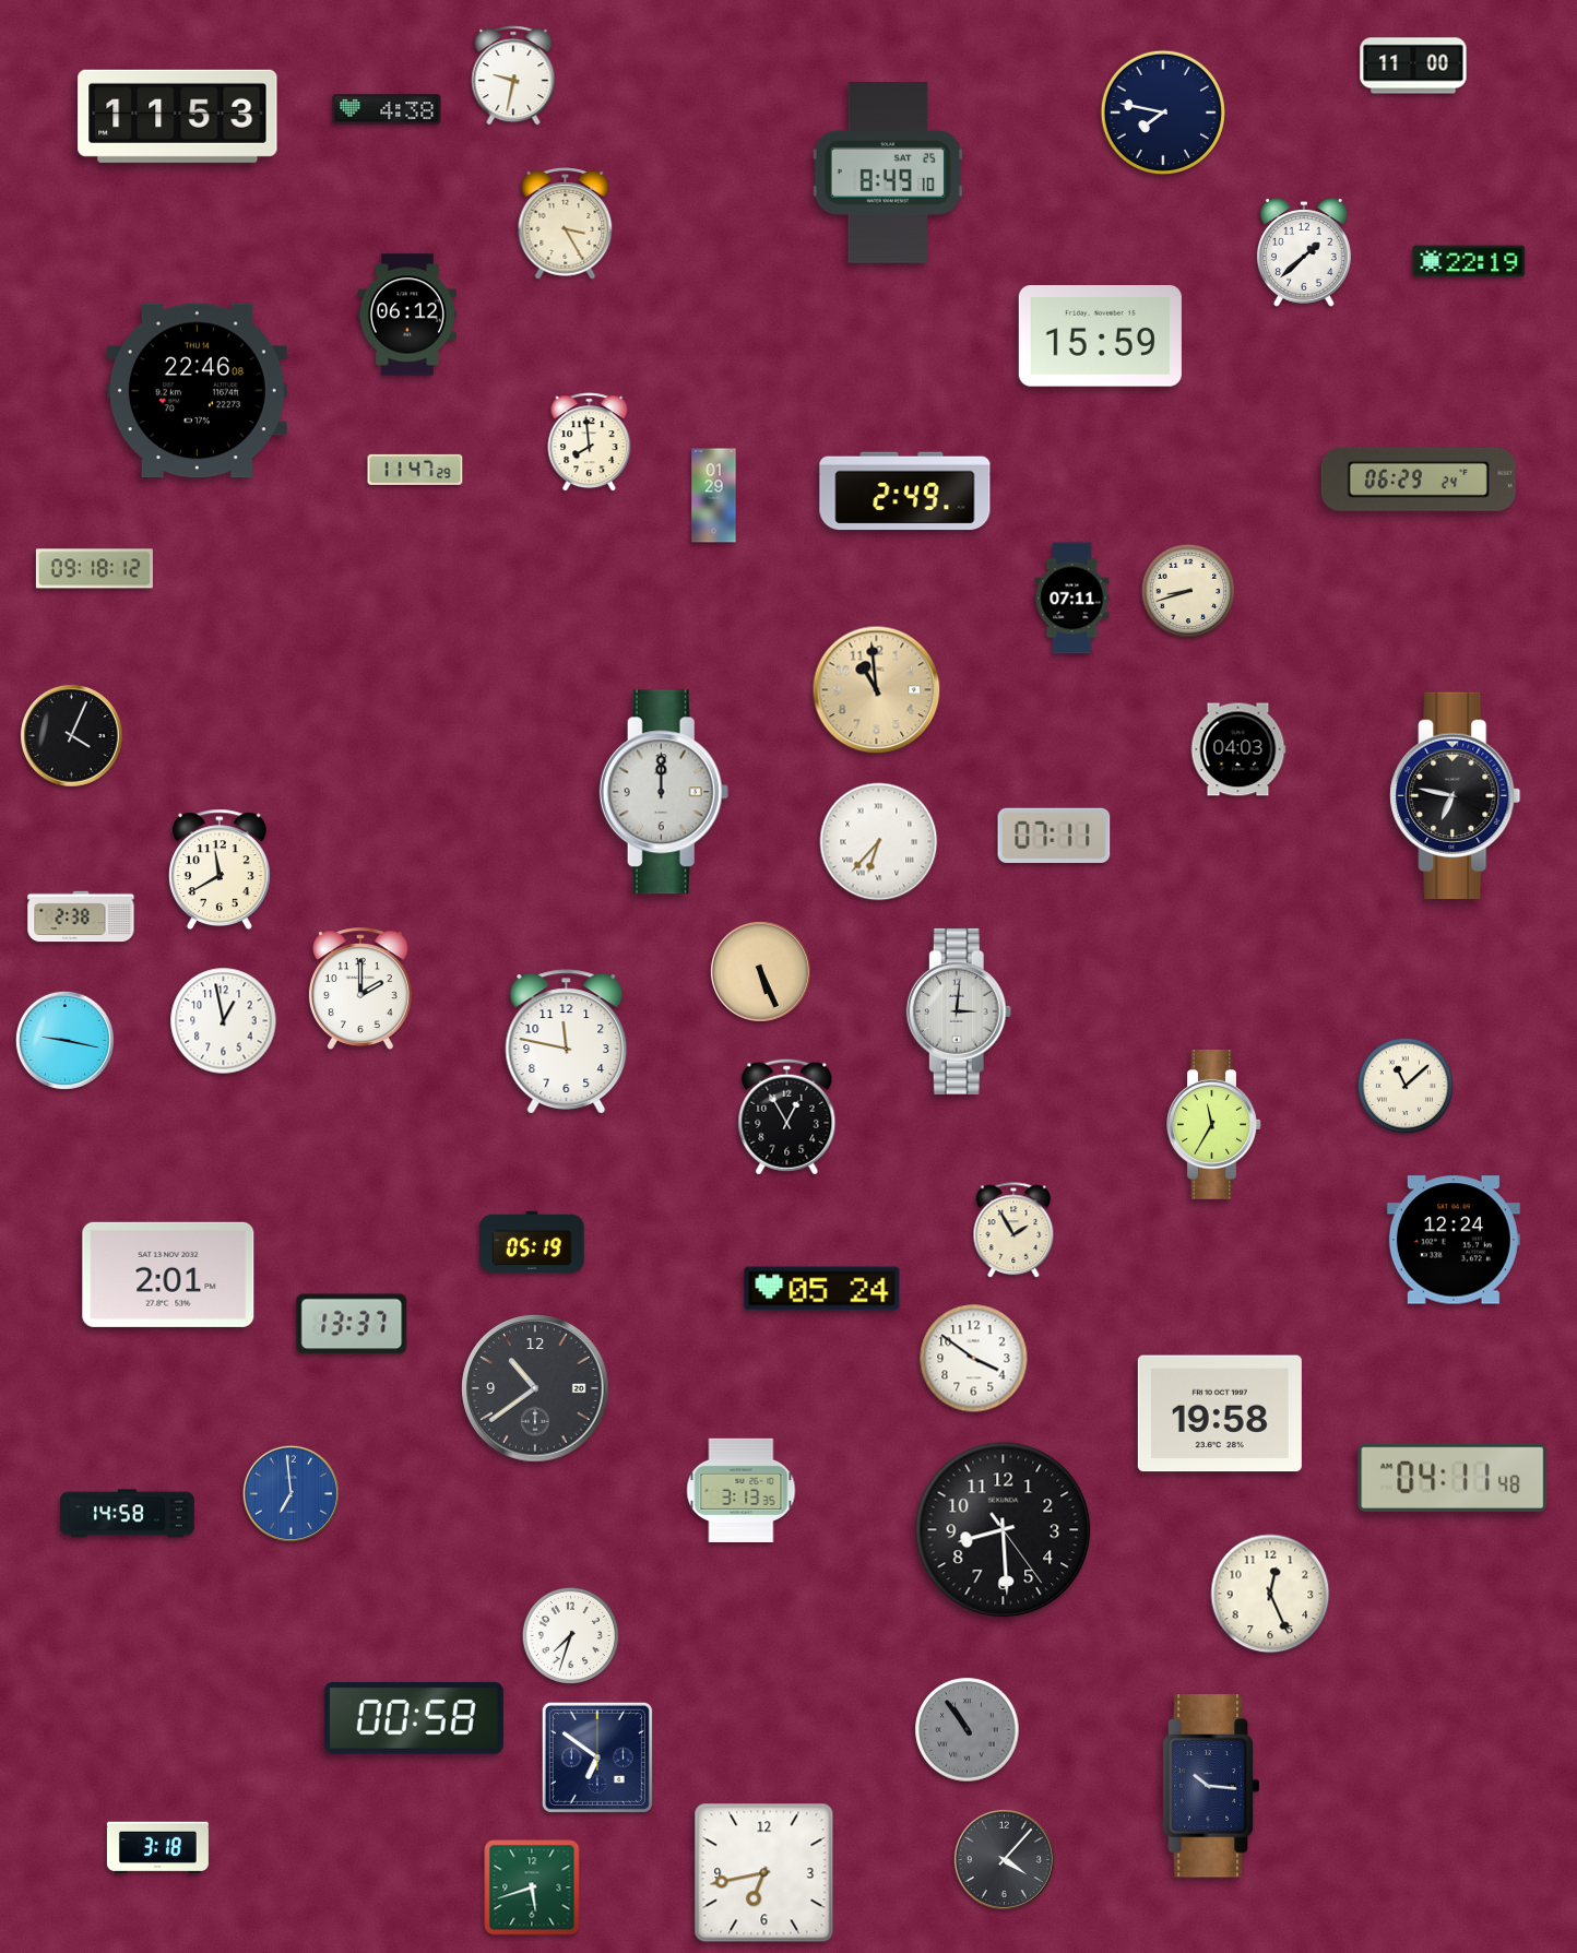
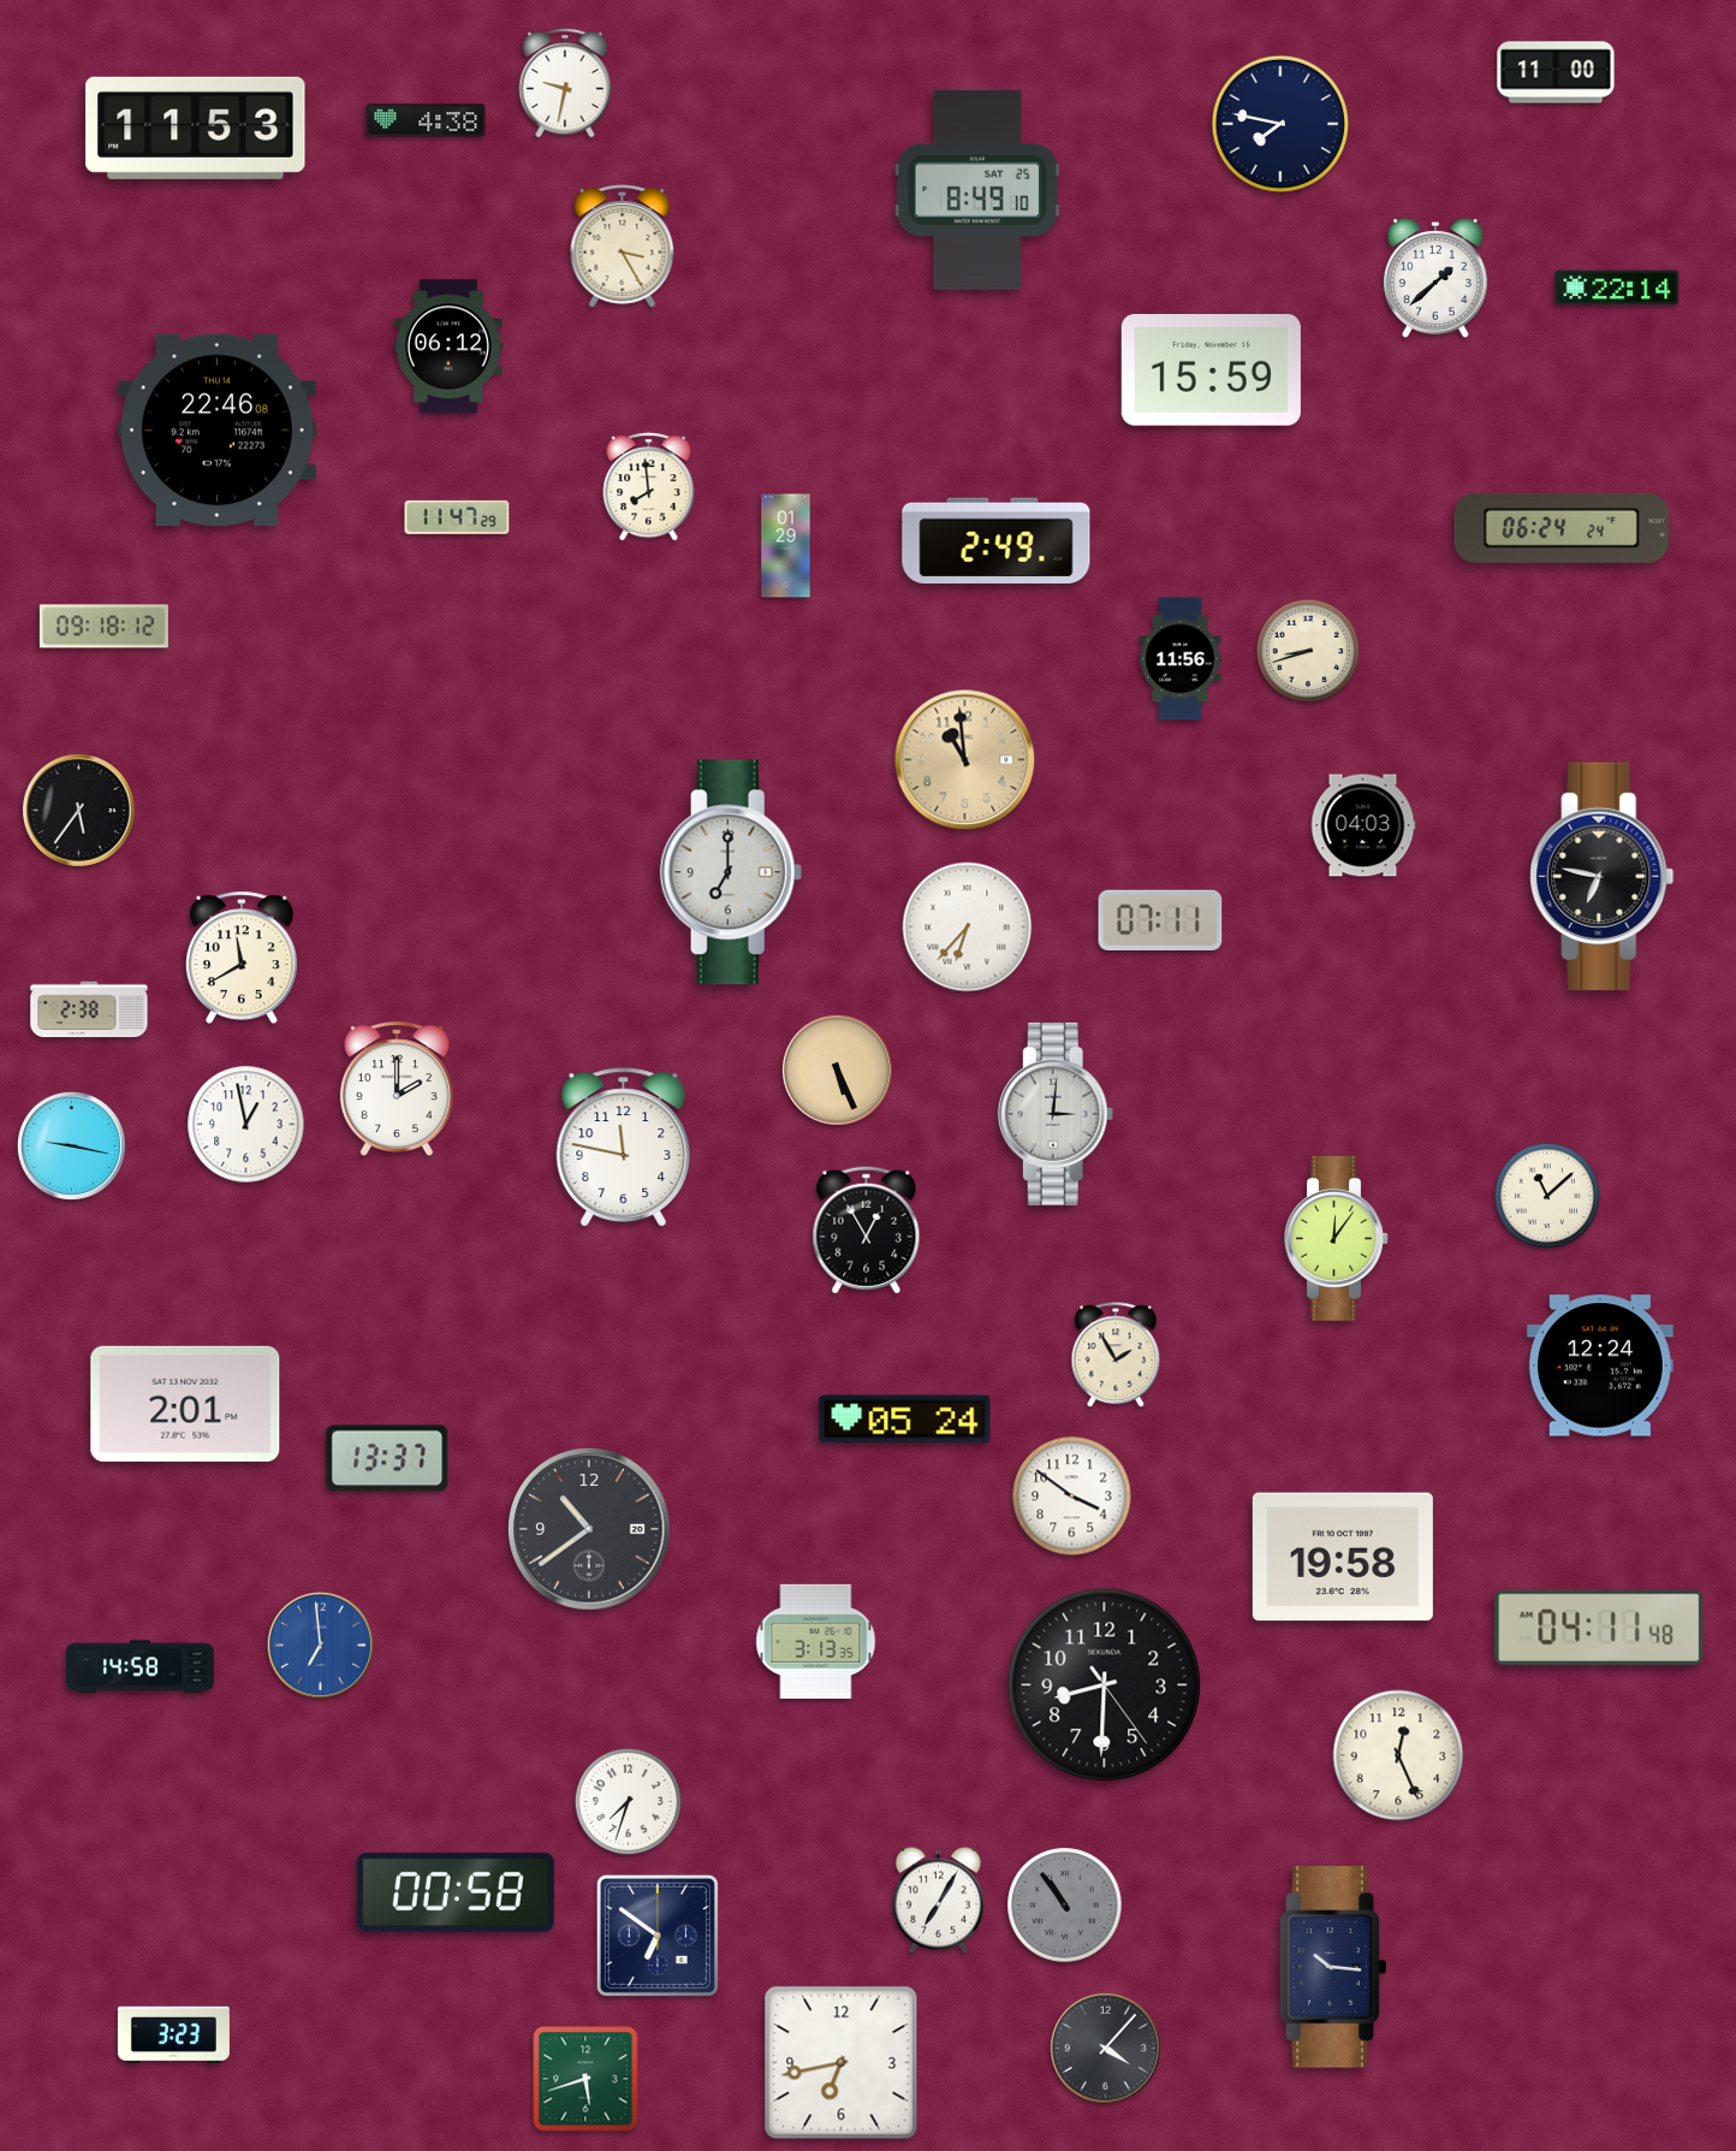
clock at (1469, 261): 22:19 -> 22:14
clock at (1419, 480): 06:29 -> 06:24
clock at (1072, 599): 07:11 -> 11:56
clock at (71, 735): 4:04 -> 5:36
clock at (664, 792): 12:00 -> 7:00
clock at (1214, 1124): 11:35 -> 12:06
clock at (532, 1242): 05:19 -> none
clock at (1004, 1530): 8:29 -> 8:30
clock at (938, 1901): none -> 7:05
clock at (157, 1847): 3:18 -> 3:23
